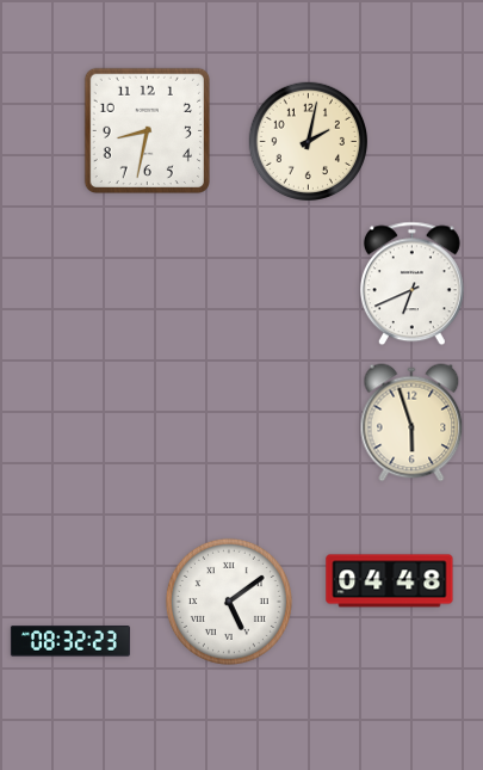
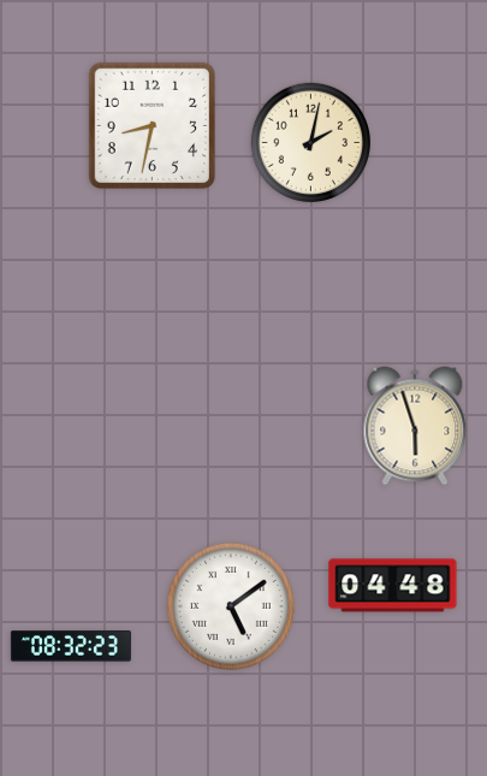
clock at (147, 130) position: (147, 130) -> (152, 125)
clock at (411, 284): 6:41 -> none
